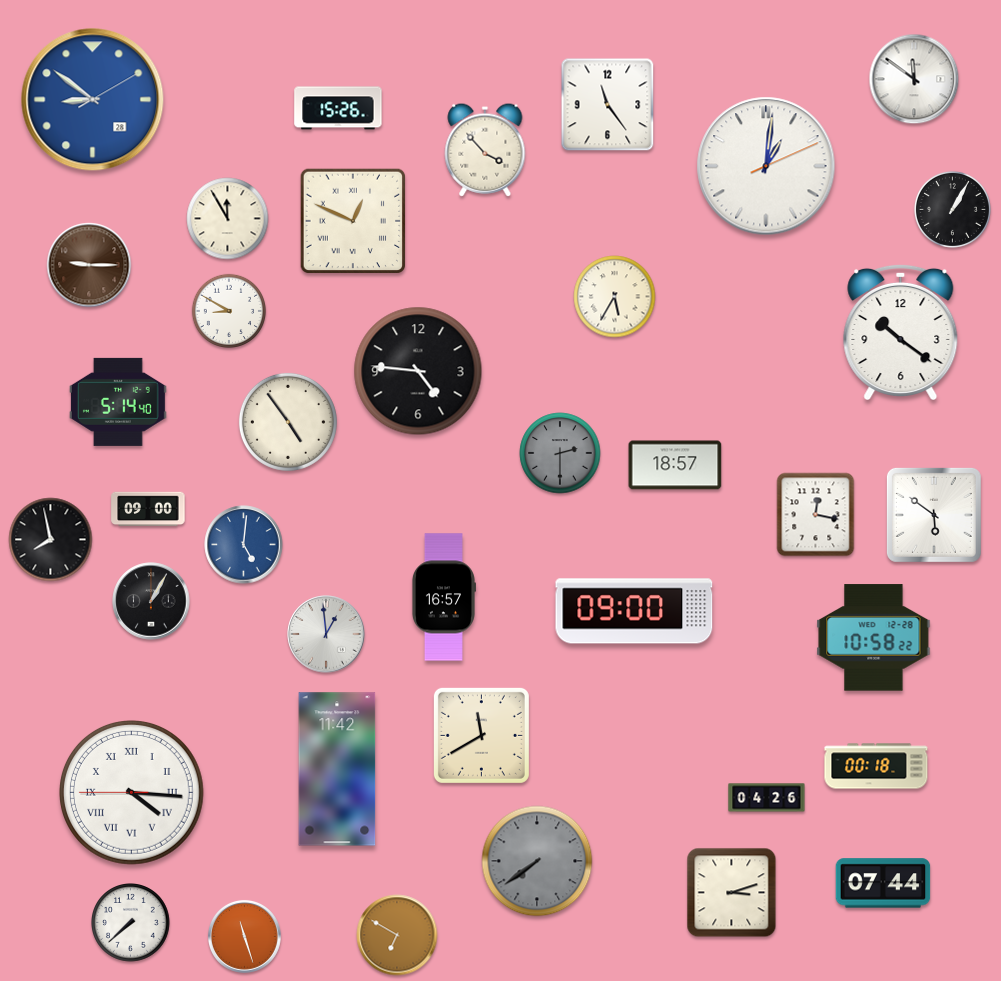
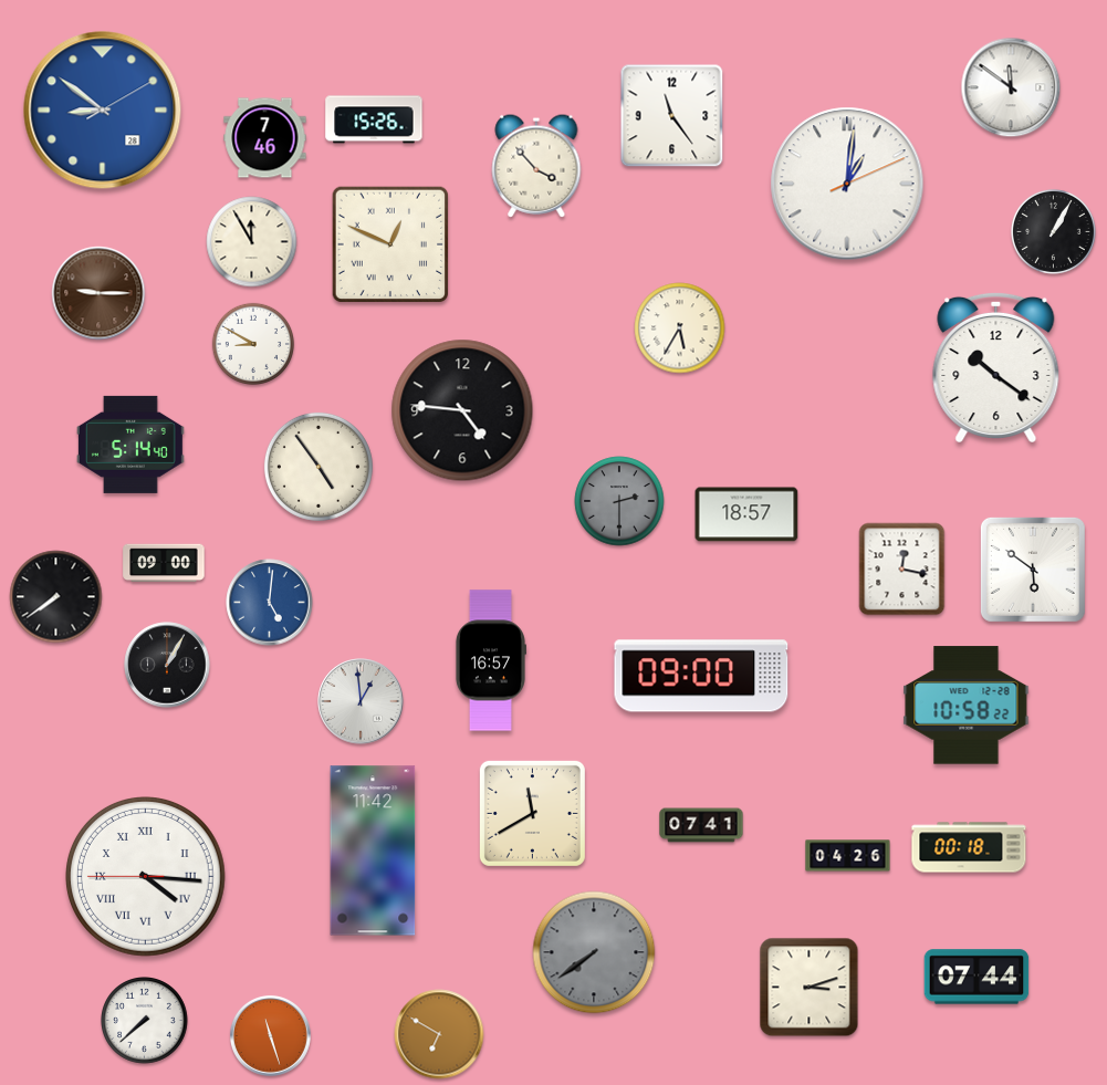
clock at (265, 138): none -> 7:46
clock at (51, 540): 7:58 -> 7:39
clock at (701, 825): none -> 07:41
clock at (767, 798) position: (767, 798) -> (848, 856)
